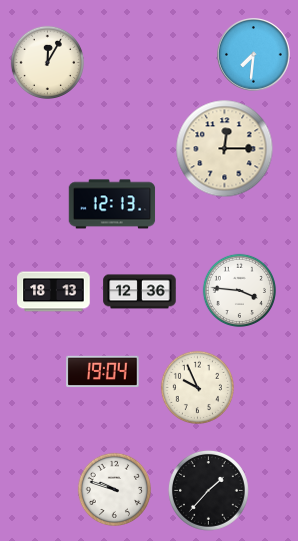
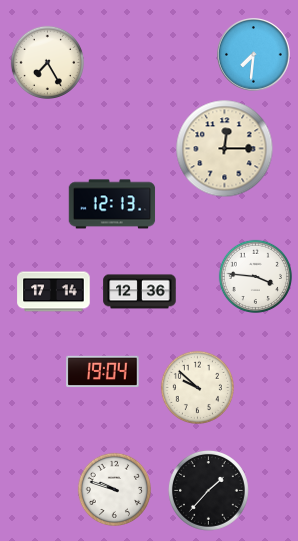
clock at (47, 62): 12:05 -> 7:25
clock at (239, 290) position: (239, 290) -> (255, 276)
clock at (54, 292): 18:13 -> 17:14
clock at (197, 387): 9:56 -> 9:52
